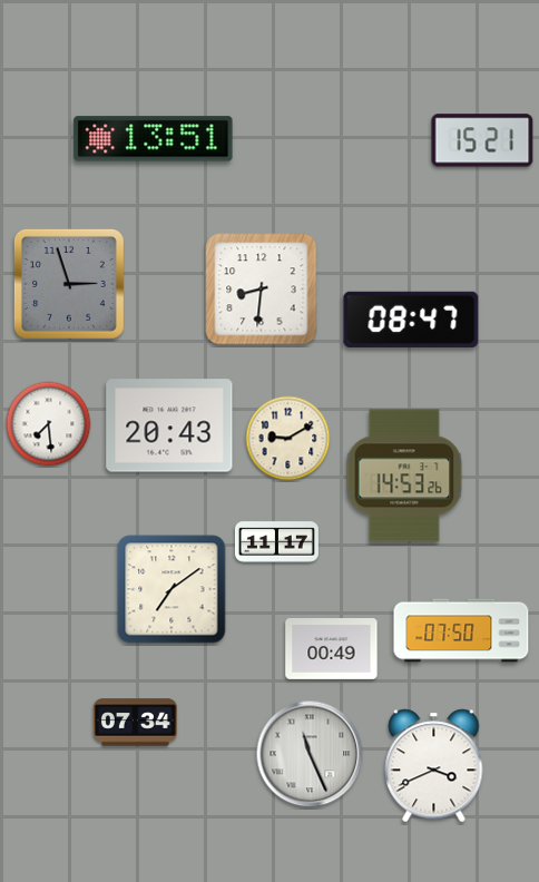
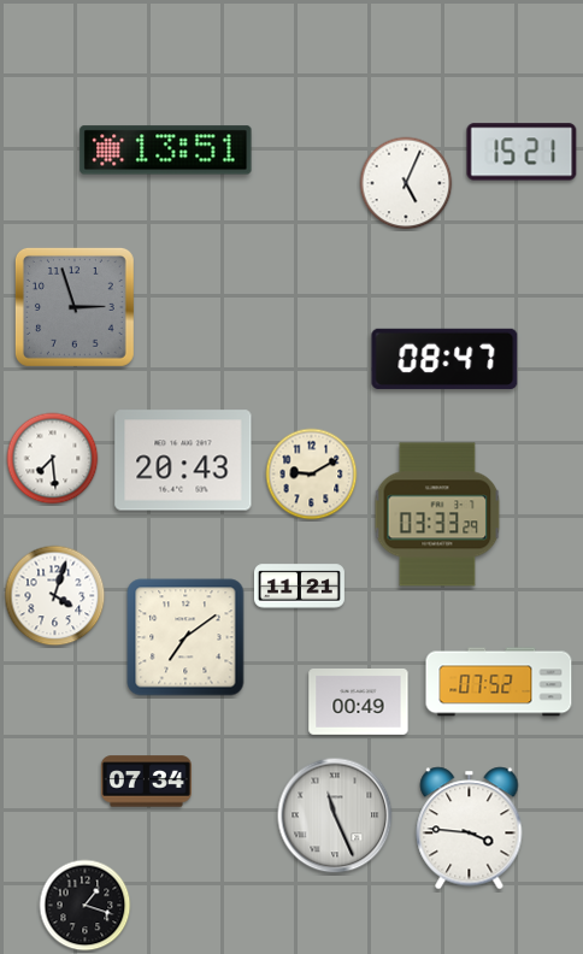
clock at (406, 183): none -> 5:04
clock at (262, 290): 8:31 -> none
clock at (411, 320) position: (411, 320) -> (444, 359)
clock at (404, 476): 14:53 -> 03:33
clock at (276, 542): 11:17 -> 11:21
clock at (55, 596): none -> 4:03
clock at (461, 630): 07:50 -> 07:52
clock at (434, 766): 3:41 -> 3:46
clock at (86, 906): none -> 1:18
